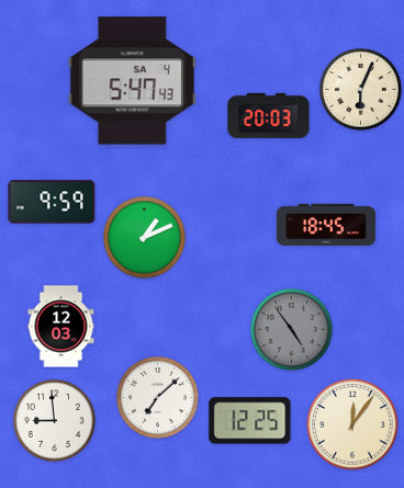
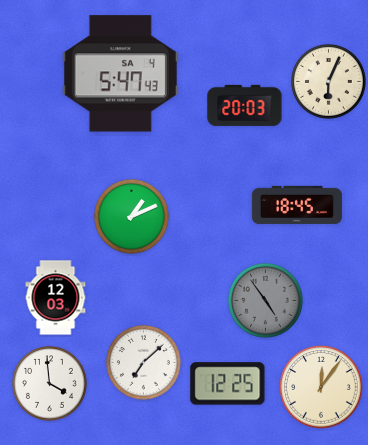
clock at (52, 202): 9:59 -> none
clock at (54, 420): 8:59 -> 3:59
